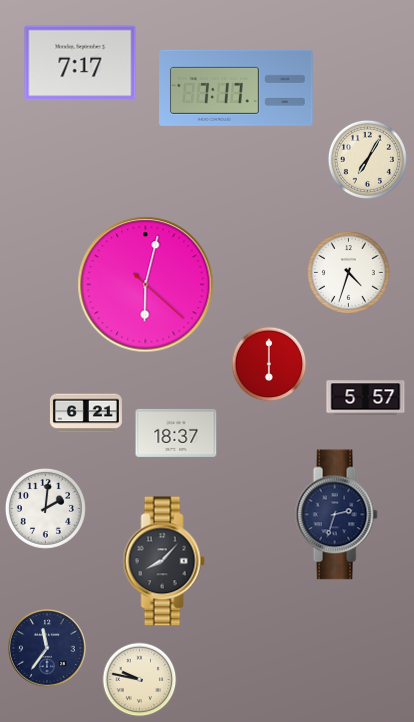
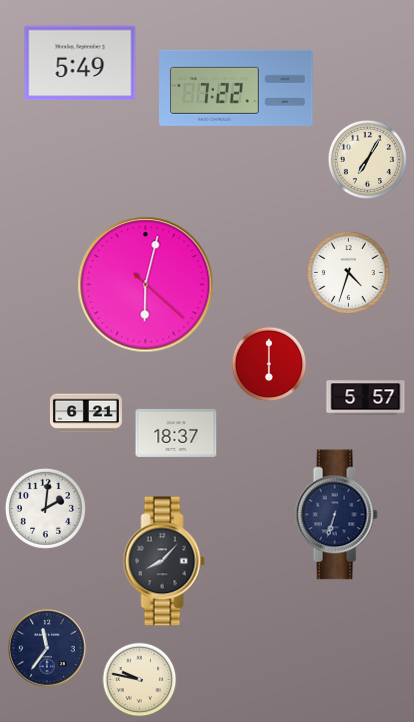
clock at (80, 63): 7:17 -> 5:49
clock at (236, 88): 7:17 -> 7:22
clock at (336, 515): 2:33 -> 6:33
